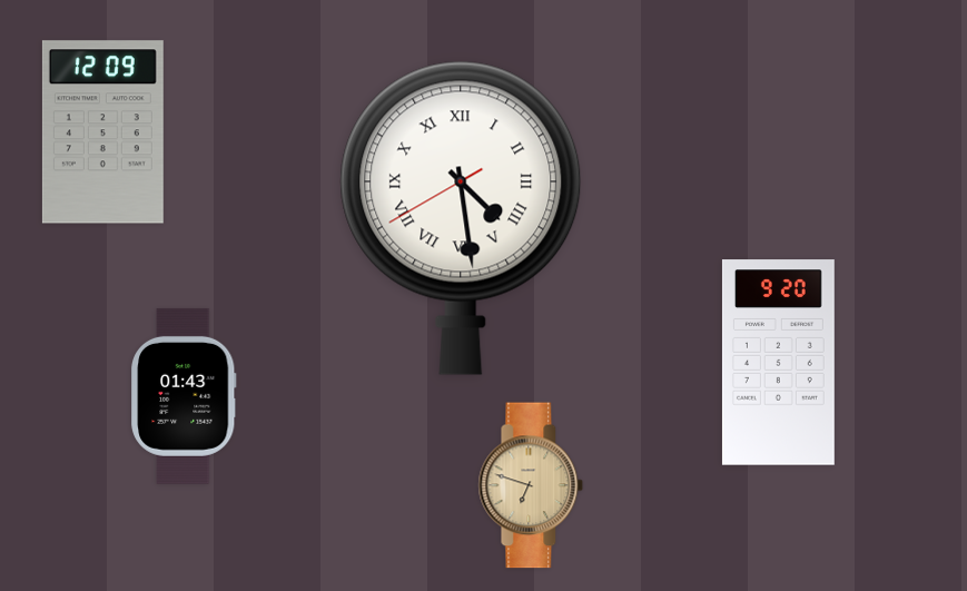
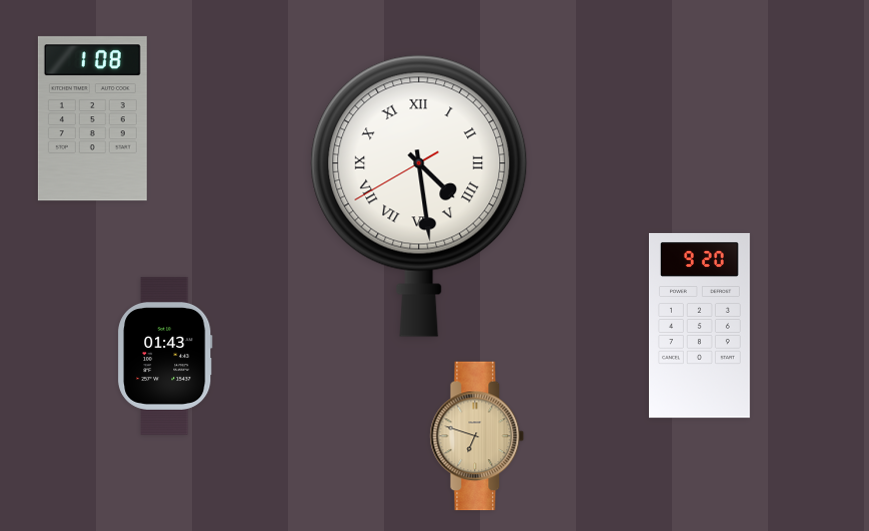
clock at (102, 132): 12:09 -> 1:08
clock at (461, 218) position: (461, 218) -> (419, 196)
